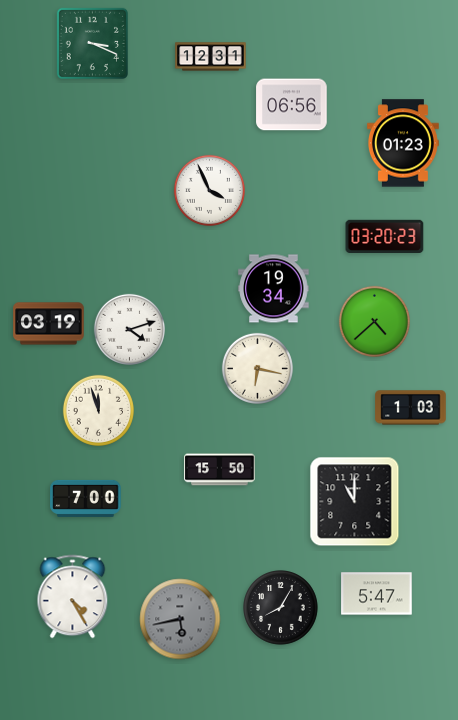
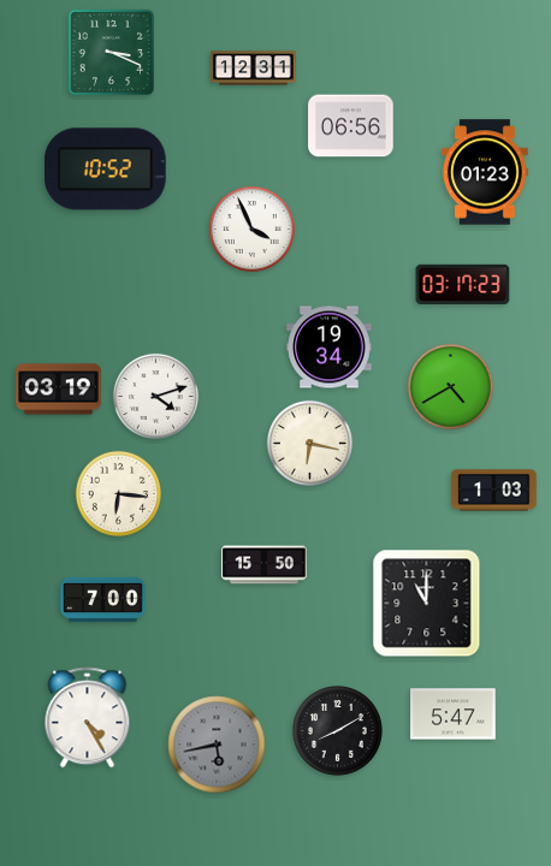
clock at (105, 170): none -> 10:52
clock at (385, 236): 03:20 -> 03:17
clock at (374, 321): 4:38 -> 4:40
clock at (98, 410): 11:57 -> 6:16
clock at (281, 608): 8:05 -> 8:10
